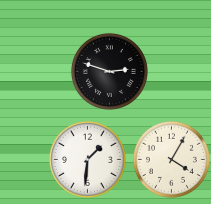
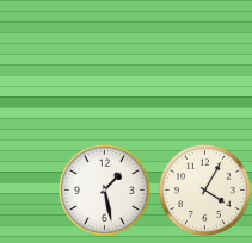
clock at (109, 71): 2:48 -> none
clock at (87, 159): 1:31 -> 1:28
